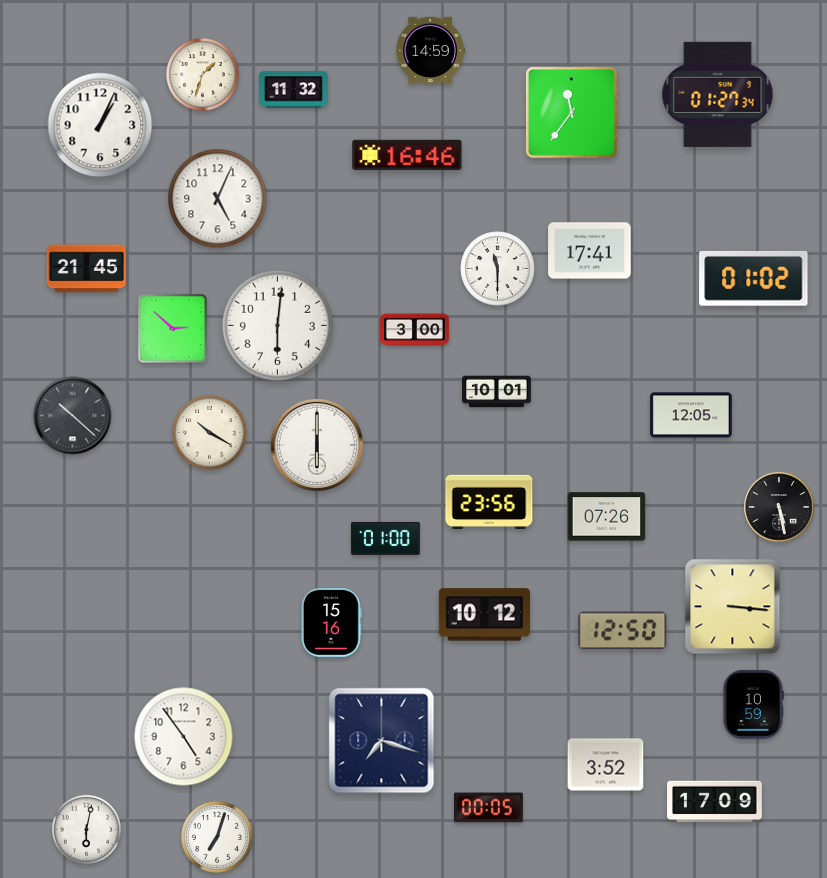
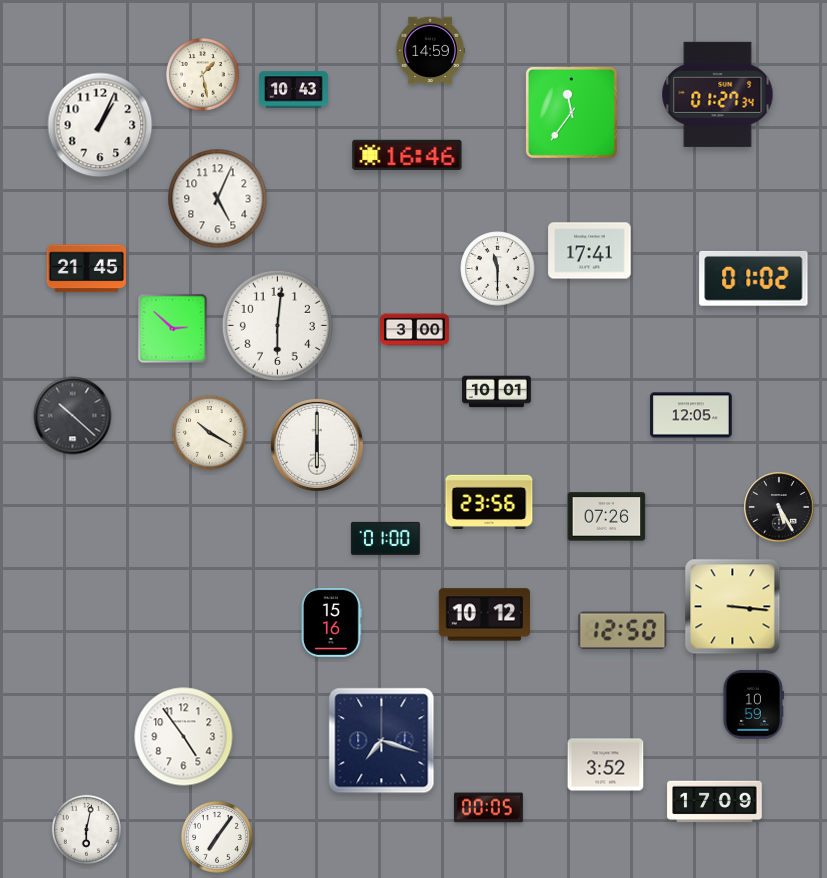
clock at (203, 75): 1:33 -> 1:28
clock at (294, 90): 11:32 -> 10:43
clock at (779, 507): 5:28 -> 5:25
clock at (217, 837): 7:03 -> 7:06
